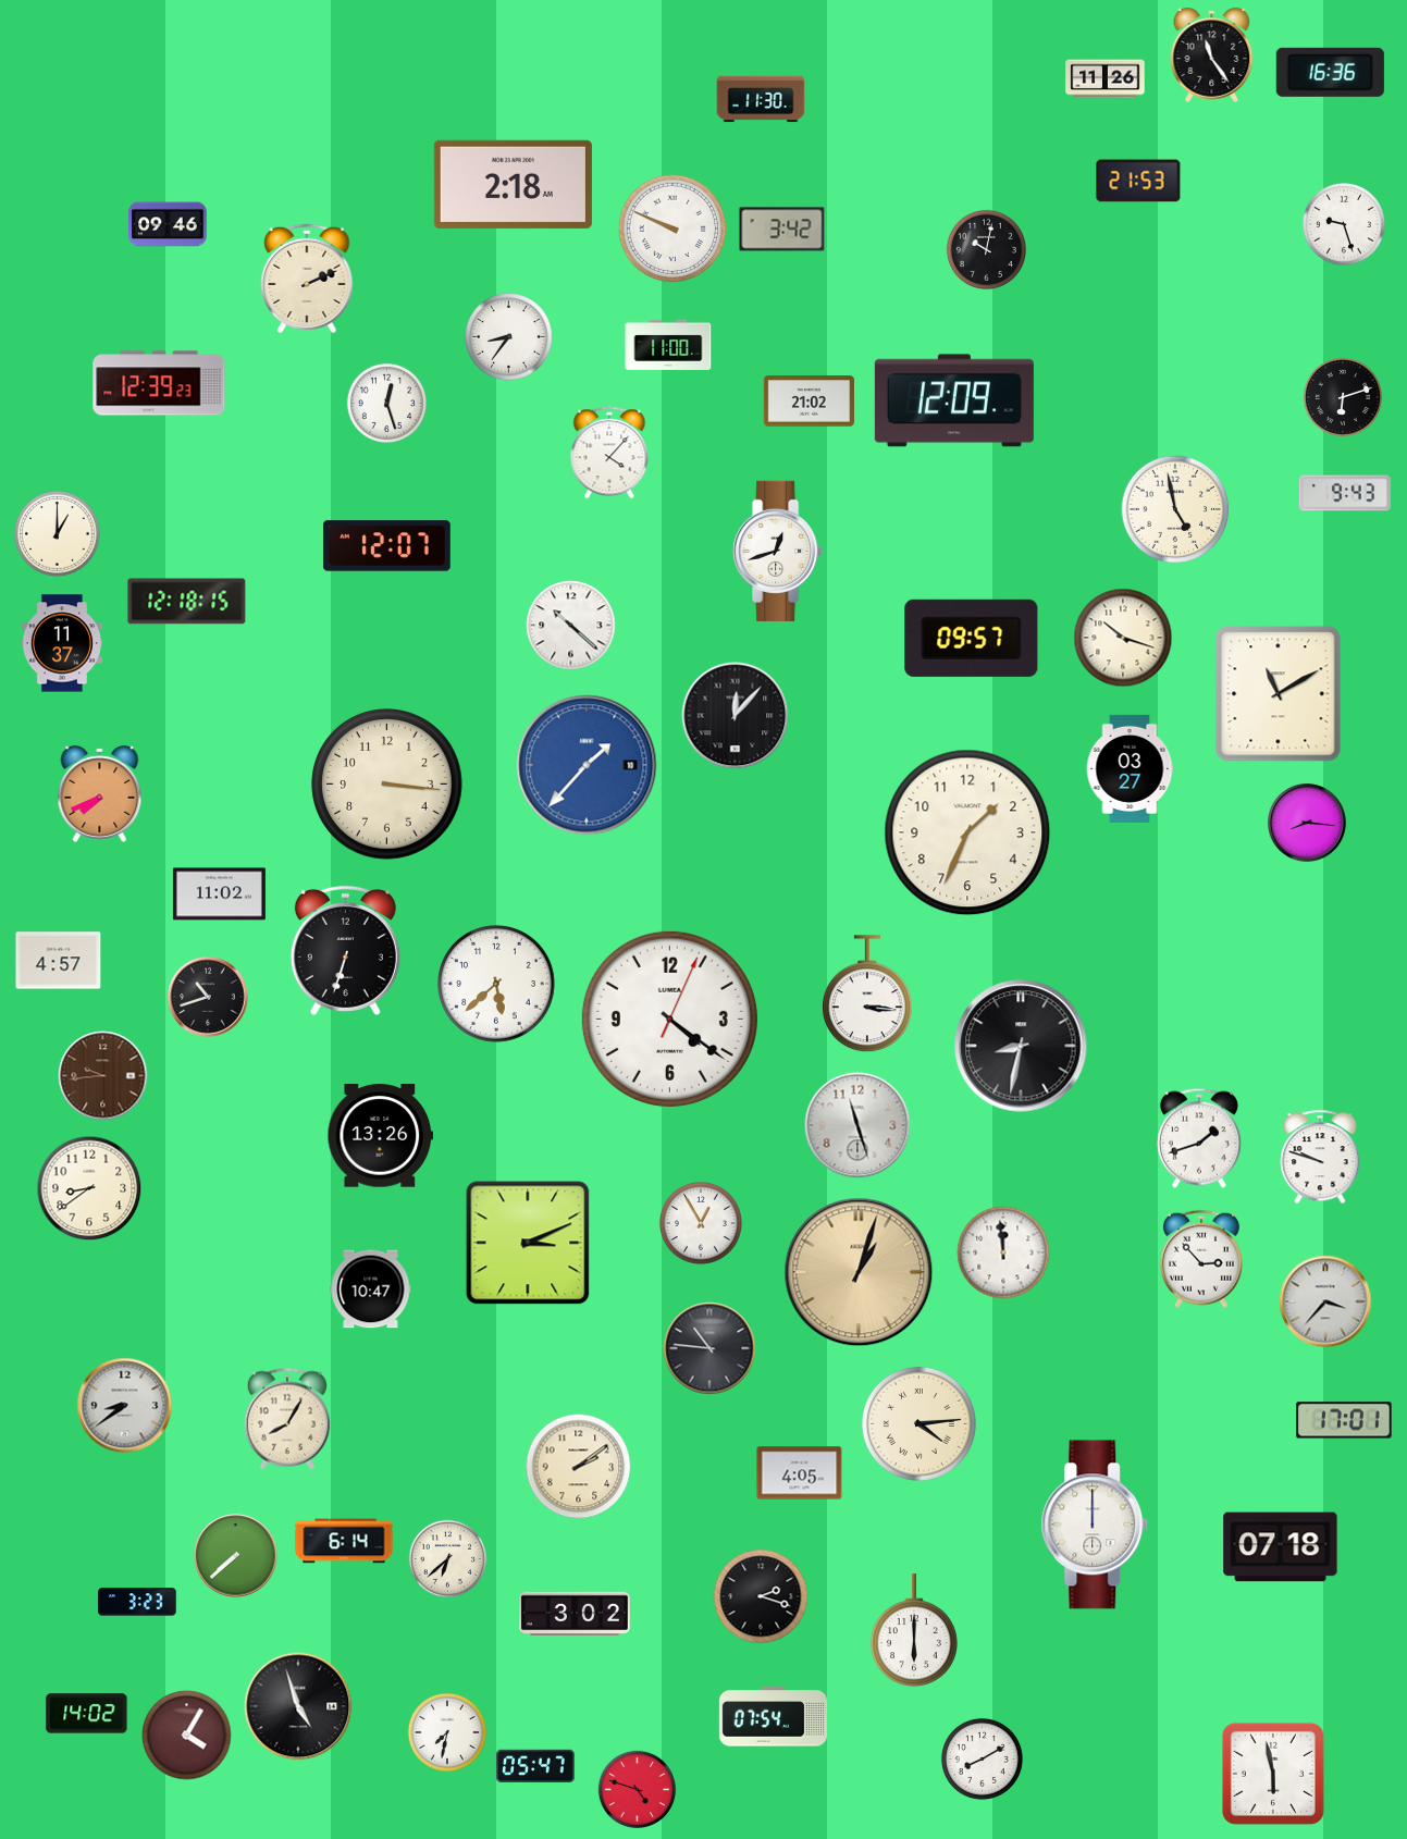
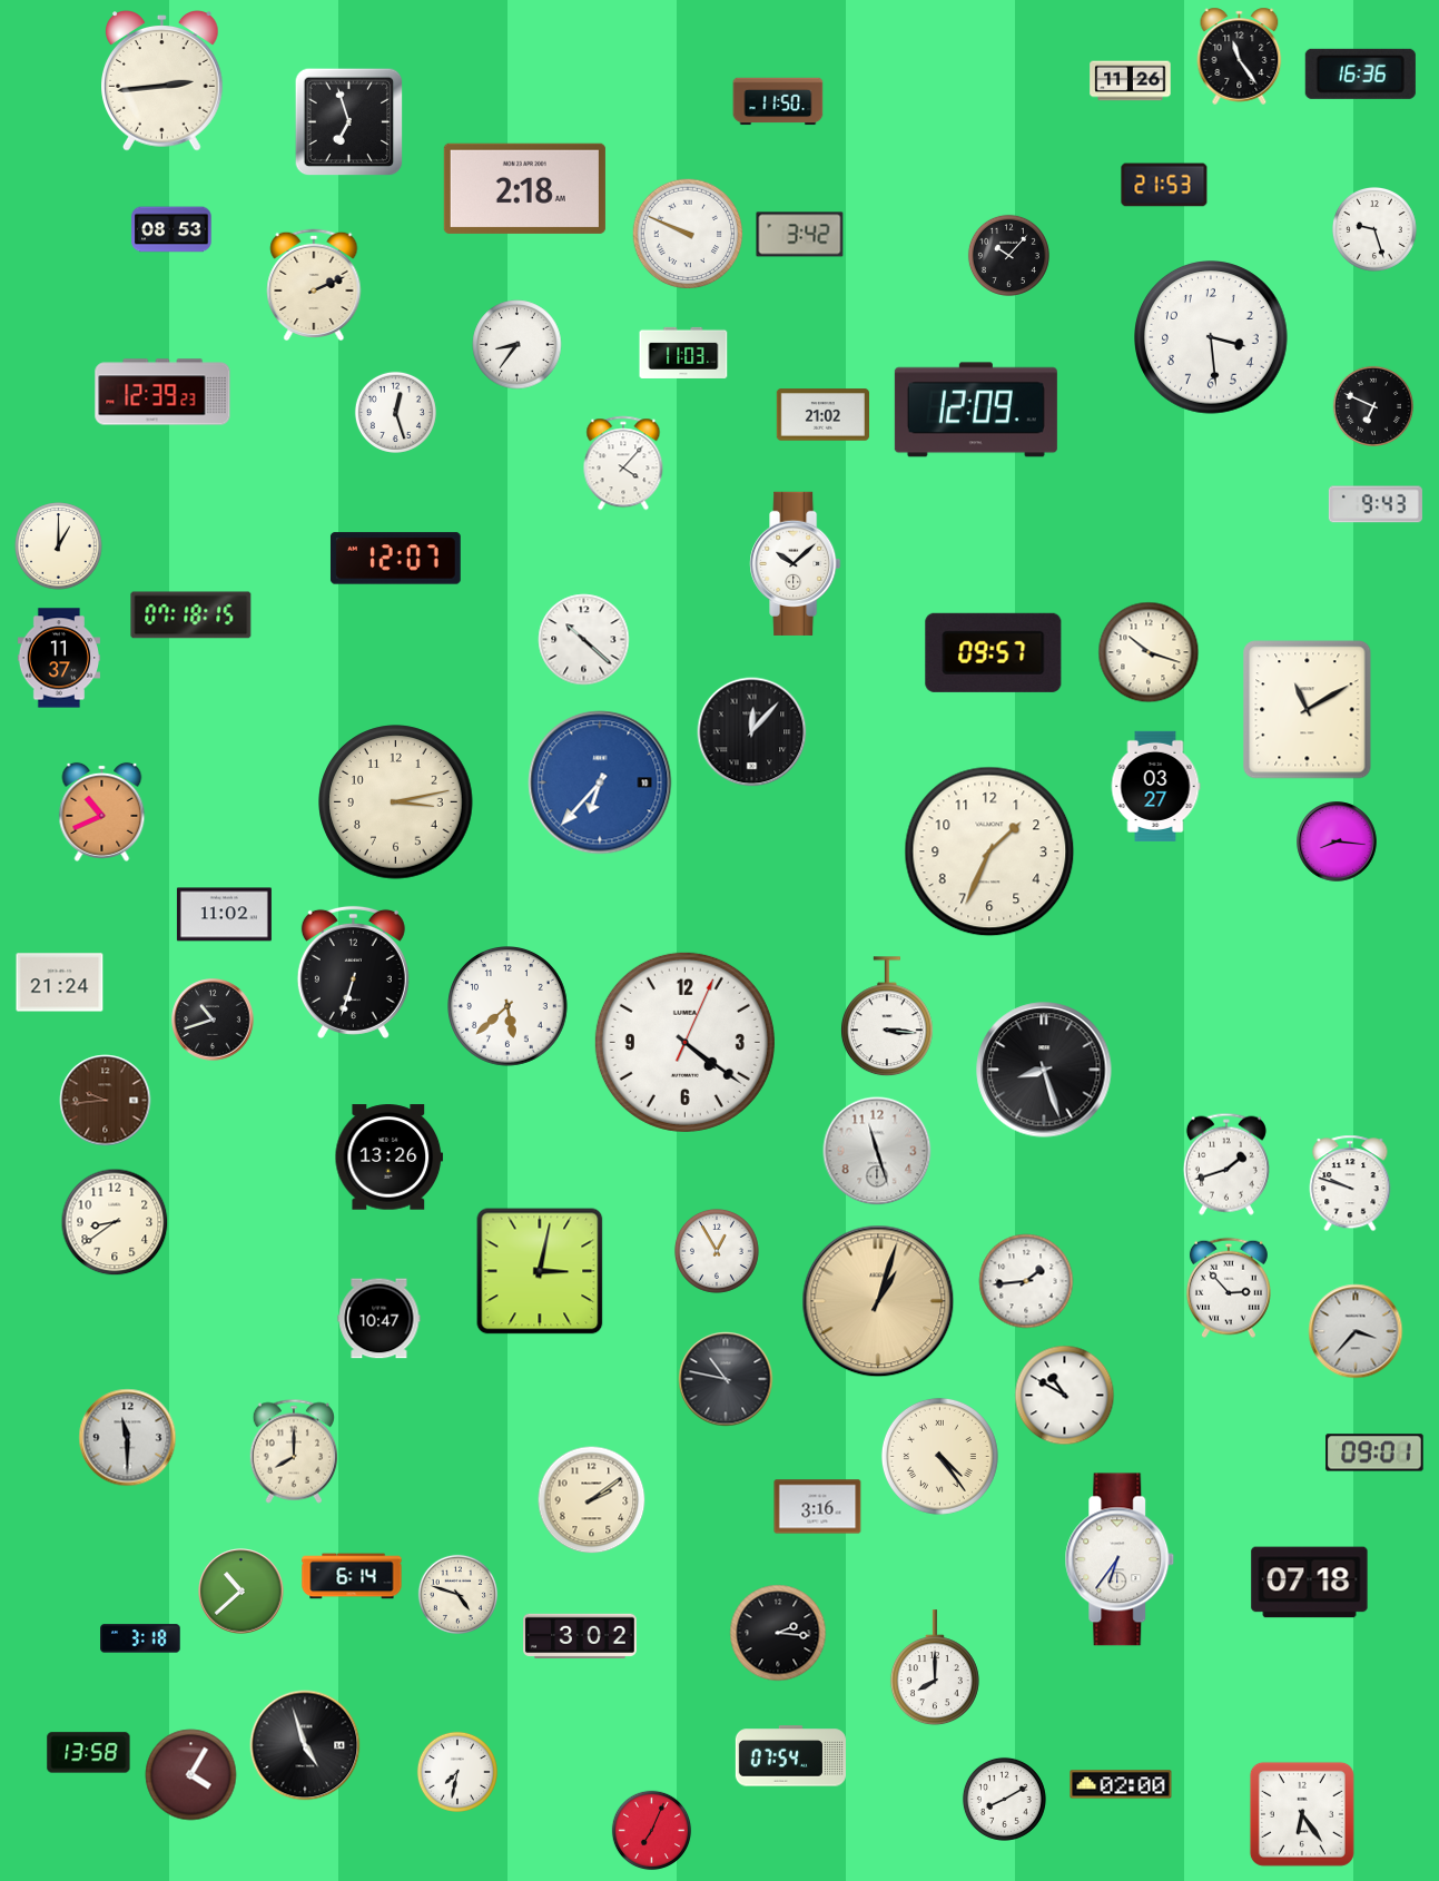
clock at (162, 81): none -> 2:44
clock at (761, 99): 11:30 -> 11:50
clock at (349, 122): none -> 6:57
clock at (168, 224): 09:46 -> 08:53
clock at (986, 249): 10:02 -> 10:07
clock at (1212, 338): none -> 3:29
clock at (509, 337) position: (509, 337) -> (518, 345)
clock at (668, 345): 11:00 -> 11:03
clock at (1342, 396): 6:12 -> 6:49
clock at (809, 402) position: (809, 402) -> (822, 415)
clock at (1175, 509): 4:58 -> none
clock at (778, 551): 12:42 -> 10:08
clock at (187, 602): 12:18 -> 07:18
clock at (61, 643) position: (61, 643) -> (58, 658)
clock at (587, 765): 1:37 -> 6:37
clock at (387, 785): 3:16 -> 3:13
clock at (100, 793): 7:41 -> 10:41
clock at (59, 961): 4:57 -> 21:24
clock at (1021, 1046): 8:32 -> 8:27
clock at (381, 1136) position: (381, 1136) -> (390, 1158)
clock at (89, 1188) position: (89, 1188) -> (115, 1222)
clock at (528, 1243): 3:11 -> 3:02
clock at (1003, 1252): 11:59 -> 1:44
clock at (709, 1348): 10:46 -> 10:47
clock at (1065, 1396): none -> 10:50
clock at (125, 1406): 8:39 -> 11:30
clock at (286, 1419): 8:05 -> 8:00
clock at (1344, 1420): 17:01 -> 09:01
clock at (918, 1423): 4:14 -> 4:24
clock at (800, 1473): 4:05 -> 3:16
clock at (1095, 1525): 12:00 -> 6:36
clock at (236, 1556): 7:38 -> 10:38
clock at (448, 1559): 6:38 -> 4:48
clock at (761, 1596): 2:18 -> 2:16
clock at (137, 1602): 3:23 -> 3:18
clock at (575, 1613) position: (575, 1613) -> (580, 1635)
clock at (914, 1631): 6:00 -> 8:00
clock at (87, 1714): 14:02 -> 13:58
clock at (1121, 1784): none -> 02:00
clock at (535, 1766): 05:47 -> none
clock at (1273, 1774): 5:58 -> 6:24
clock at (638, 1790): 4:48 -> 7:04
